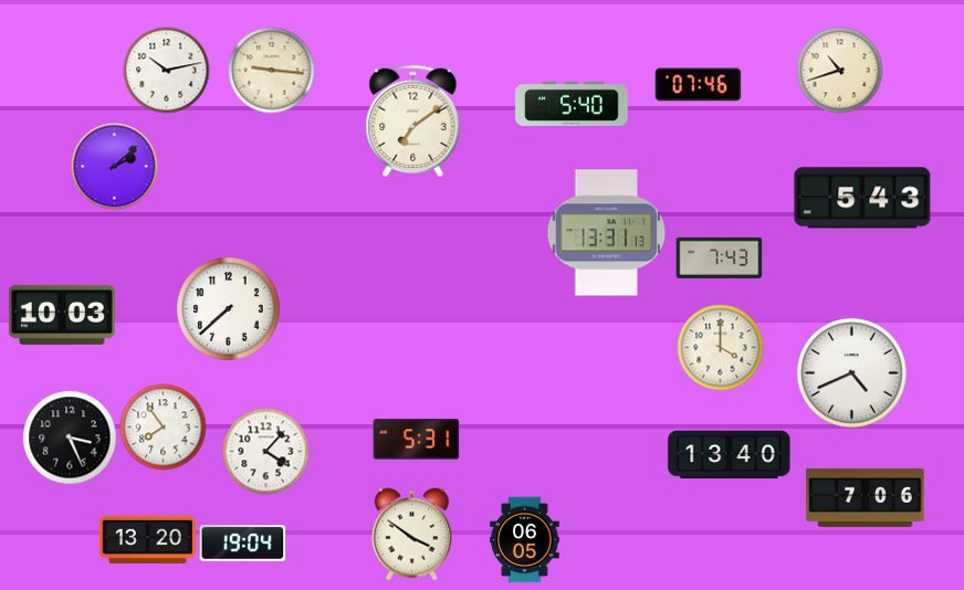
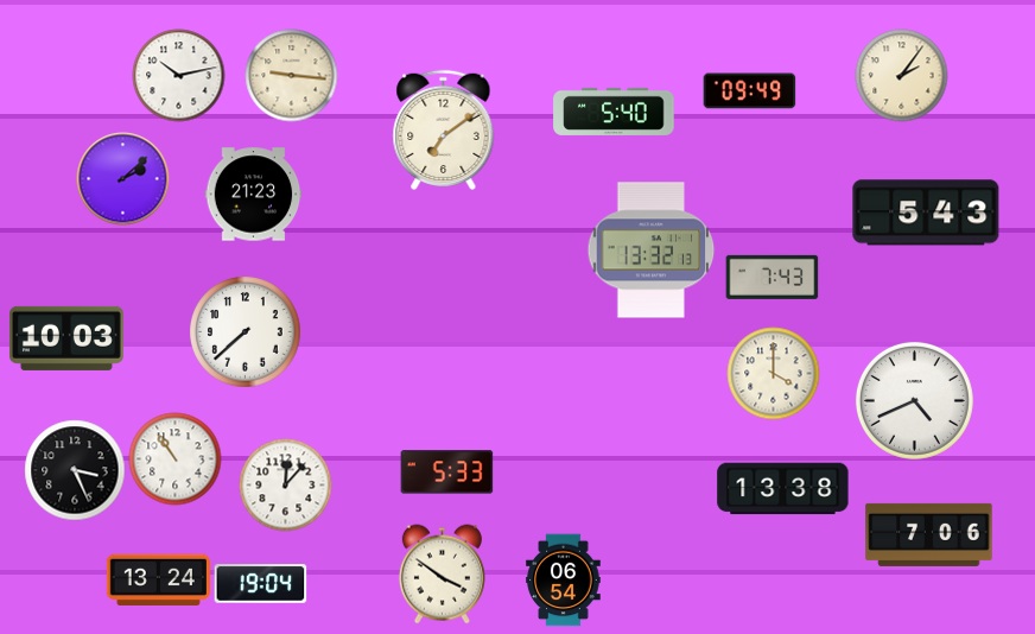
clock at (839, 70): 10:42 -> 2:06
clock at (698, 85): 07:46 -> 09:49
clock at (253, 195): none -> 21:23
clock at (607, 233): 13:31 -> 13:32
clock at (163, 426): 7:54 -> 10:54
clock at (416, 440): 5:31 -> 5:33
clock at (265, 451): 4:07 -> 12:07
clock at (730, 455): 13:40 -> 13:38
clock at (147, 539): 13:20 -> 13:24
clock at (525, 539): 06:05 -> 06:54
